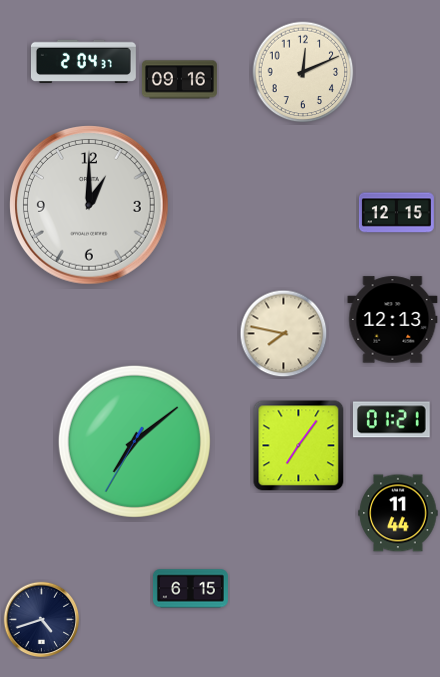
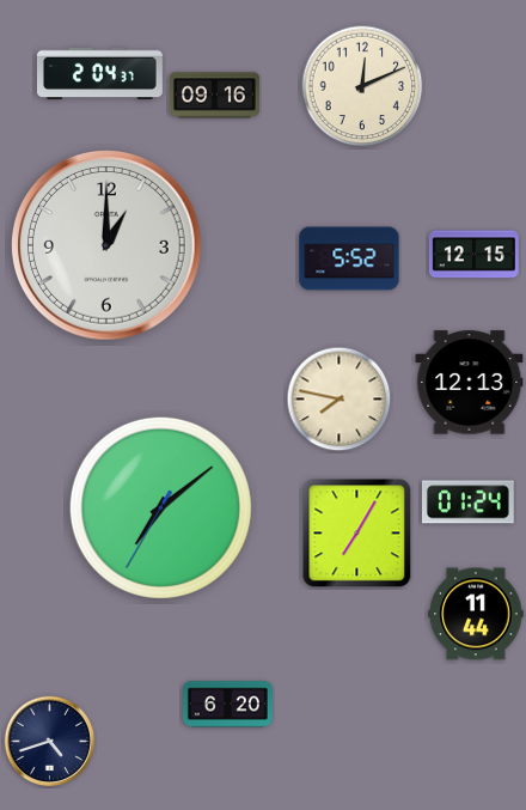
clock at (349, 258): none -> 5:52
clock at (392, 420): 01:21 -> 01:24
clock at (134, 441) position: (134, 441) -> (160, 507)
clock at (299, 446): 7:06 -> 7:05
clock at (190, 589): 6:15 -> 6:20
